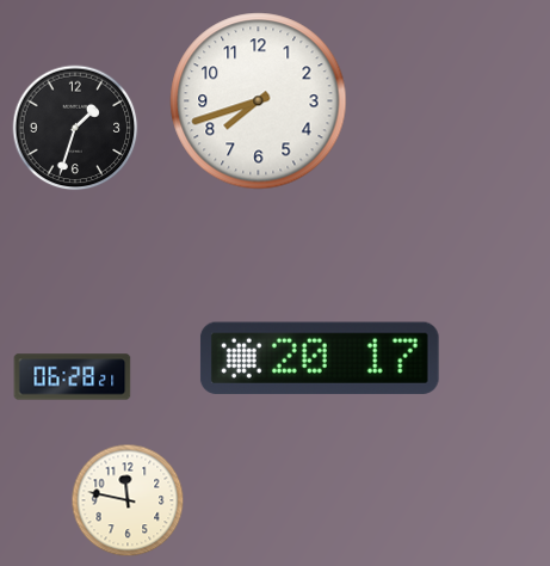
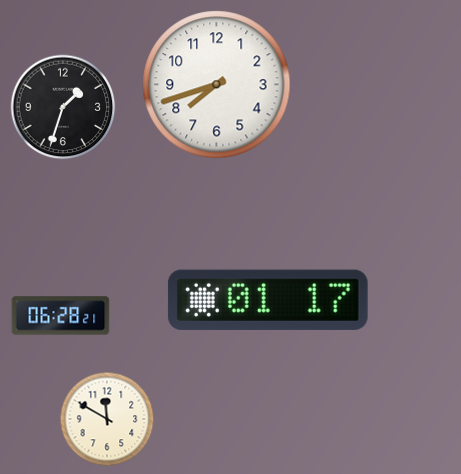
clock at (320, 358): 20:17 -> 01:17
clock at (128, 500): 11:47 -> 11:50
